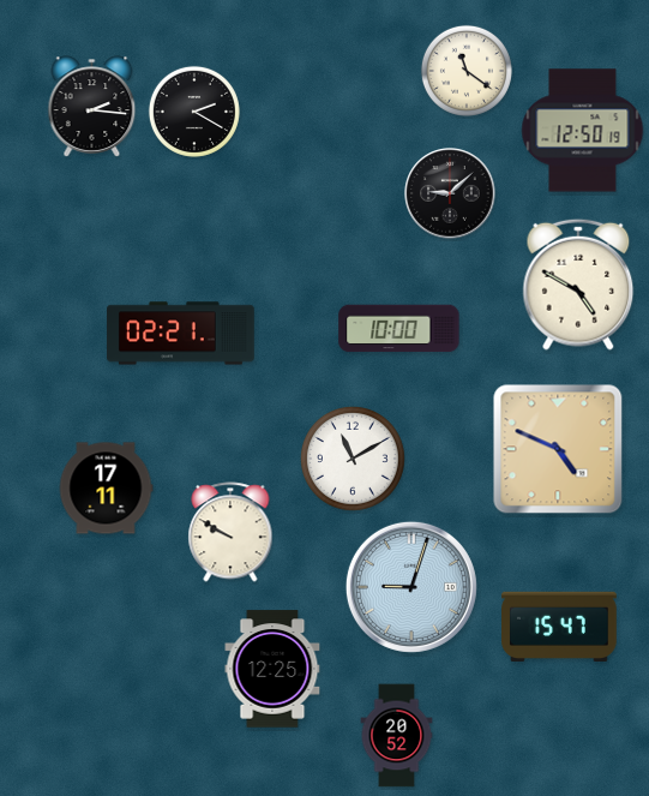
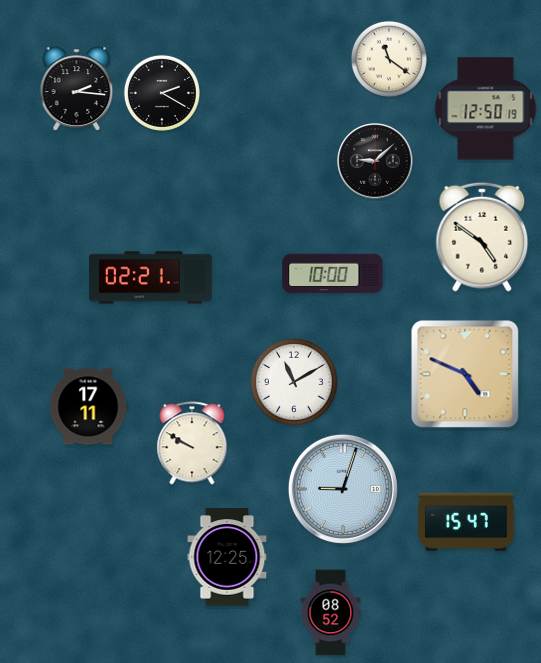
clock at (578, 285): 4:50 -> 4:51
clock at (397, 736): 20:52 -> 08:52
